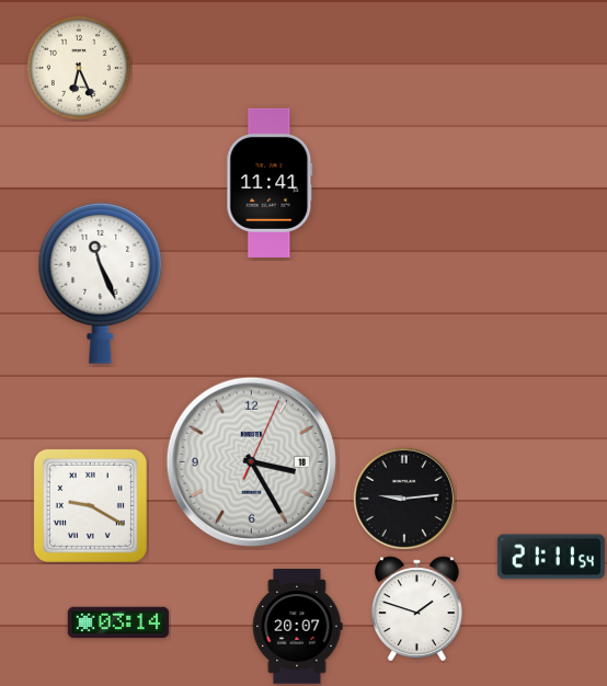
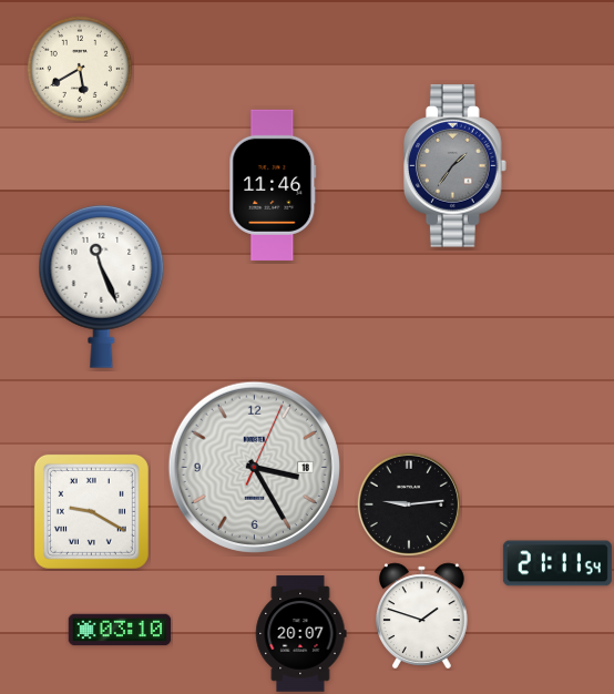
clock at (79, 68): 6:26 -> 5:40
clock at (456, 166): none -> 1:36
clock at (270, 183): 11:41 -> 11:46
clock at (118, 622): 03:14 -> 03:10
